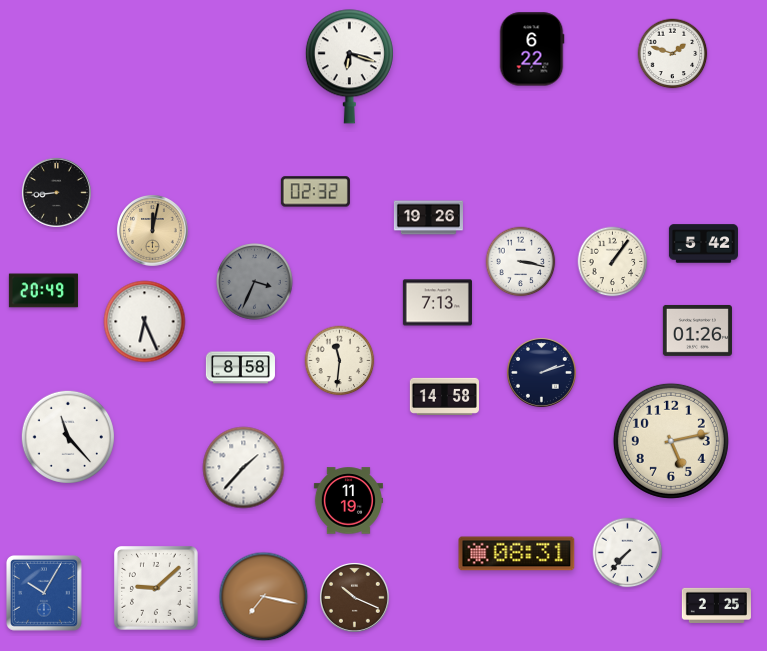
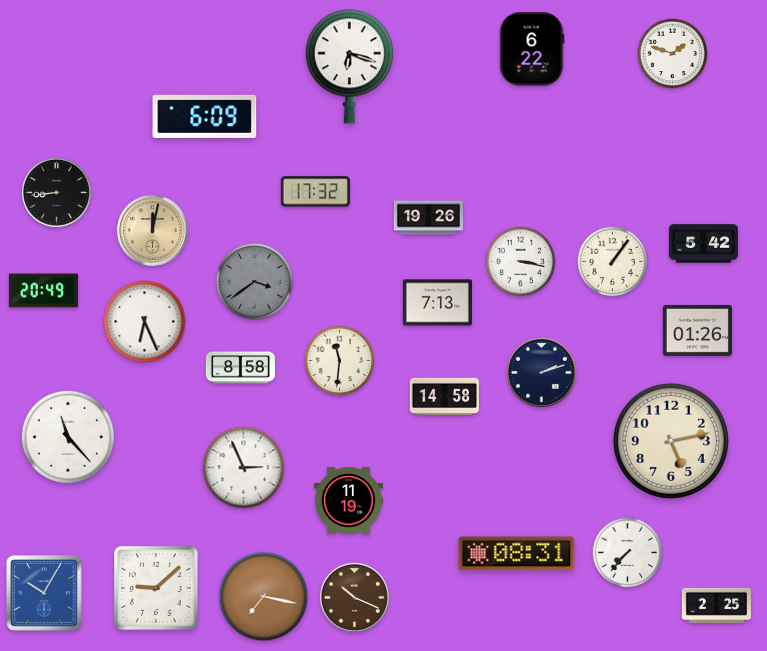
clock at (205, 116): none -> 6:09
clock at (315, 192): 02:32 -> 17:32
clock at (255, 282): 3:34 -> 3:39
clock at (244, 468): 1:37 -> 2:56
